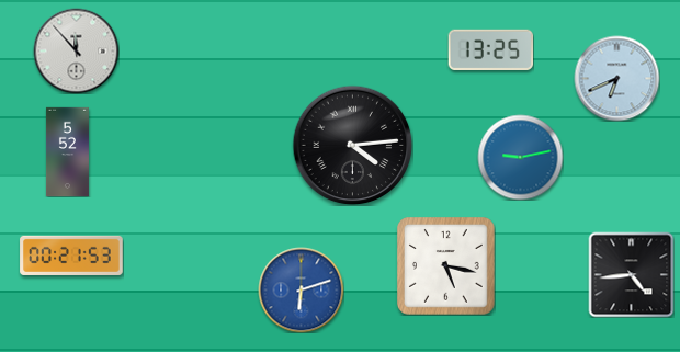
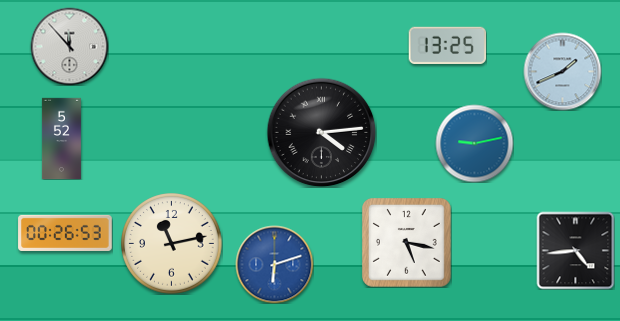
clock at (616, 78): 6:41 -> 1:41
clock at (71, 256): 00:21 -> 00:26
clock at (172, 244): none -> 11:13
